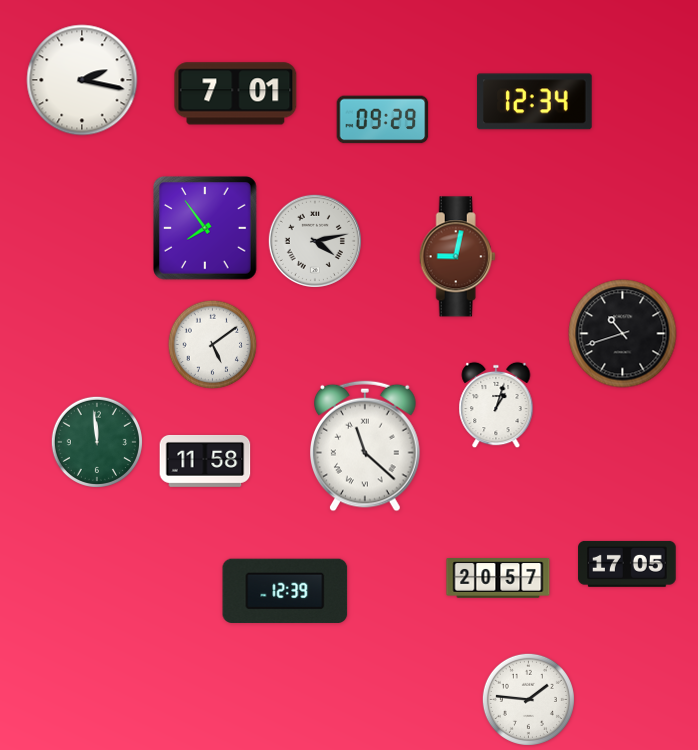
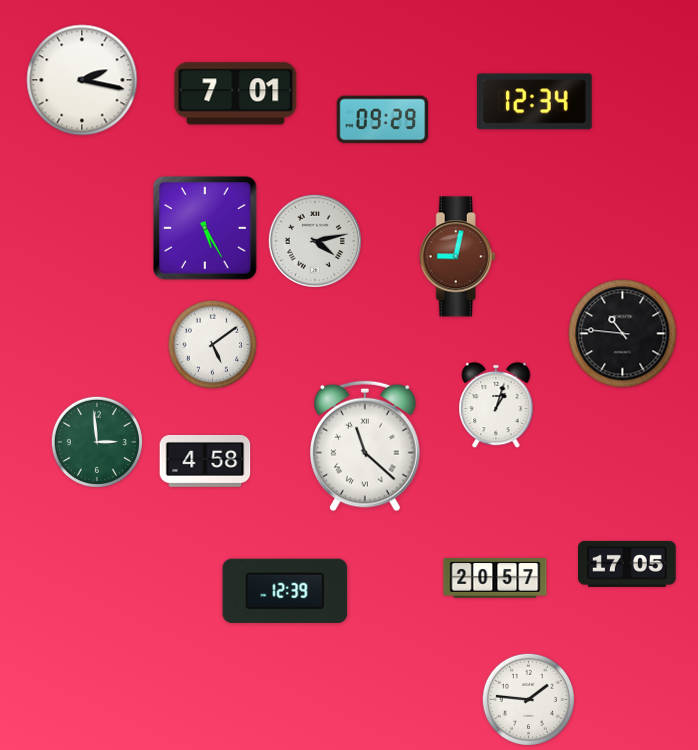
clock at (206, 229): 7:54 -> 5:25
clock at (623, 334): 10:42 -> 10:46
clock at (97, 442): 11:59 -> 2:59
clock at (205, 461): 11:58 -> 4:58
clock at (498, 578) position: (498, 578) -> (495, 578)
